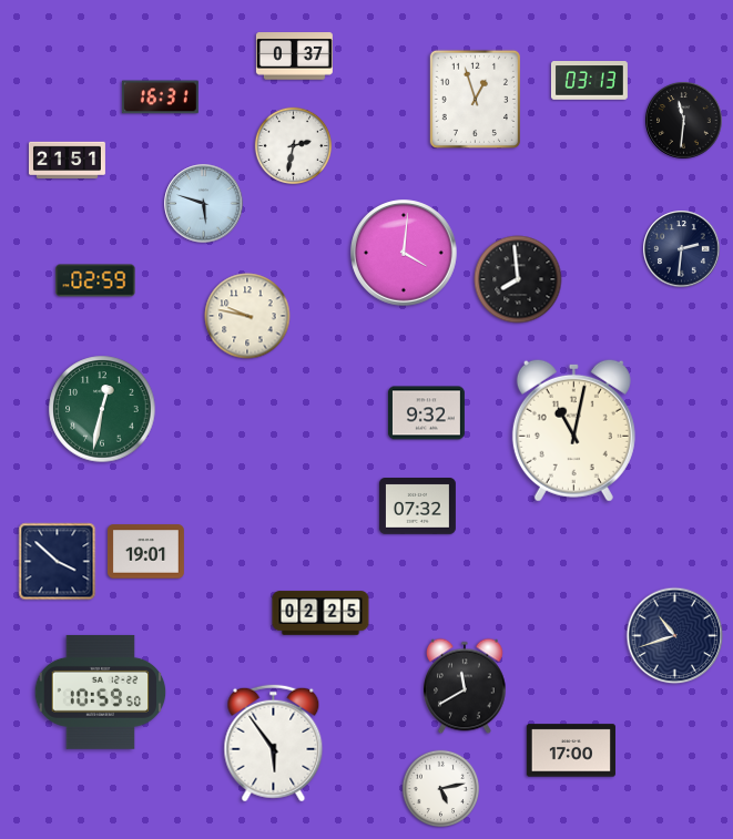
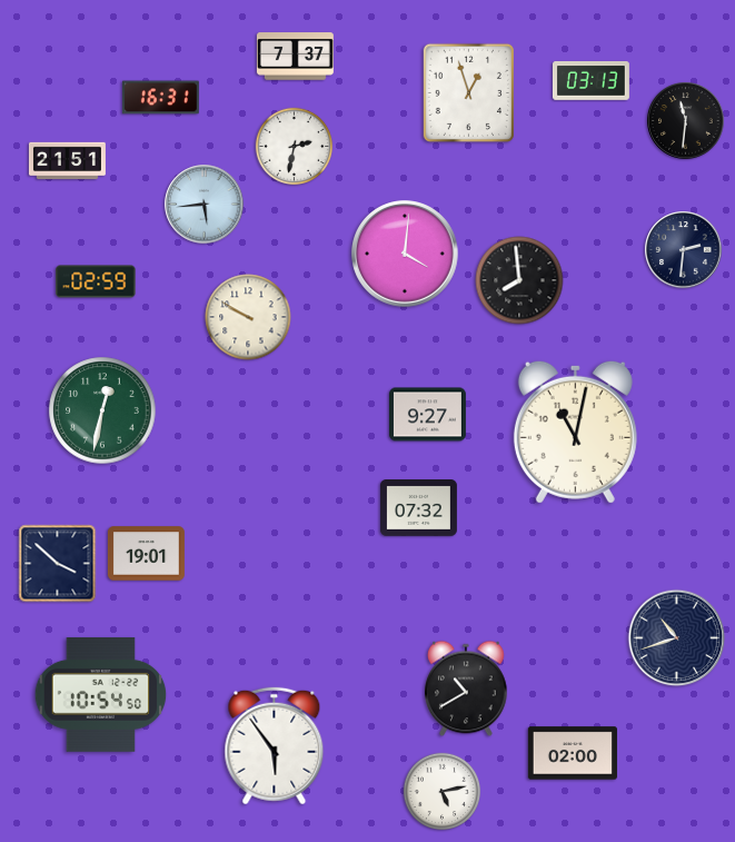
clock at (294, 57): 0:37 -> 7:37
clock at (475, 99) position: (475, 99) -> (468, 92)
clock at (204, 204): 5:48 -> 5:44
clock at (247, 316): 9:47 -> 9:50
clock at (426, 413): 9:32 -> 9:27
clock at (320, 613): 02:25 -> none
clock at (466, 686): 11:40 -> 10:40
clock at (101, 692): 10:59 -> 10:54
clock at (571, 750): 17:00 -> 02:00
